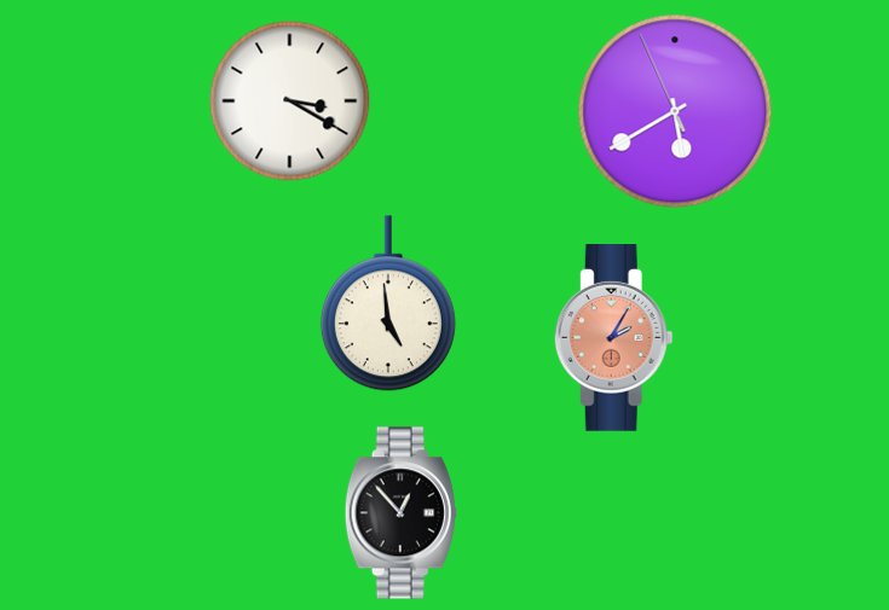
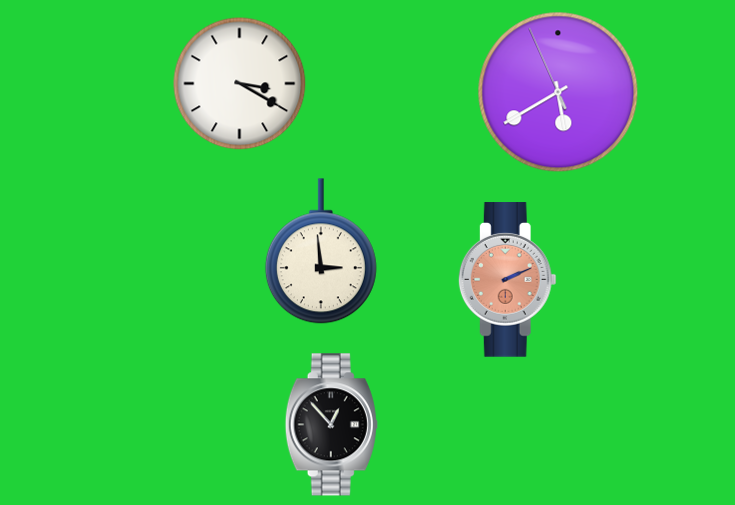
clock at (388, 303): 4:59 -> 2:59
clock at (613, 338): 2:05 -> 2:11
